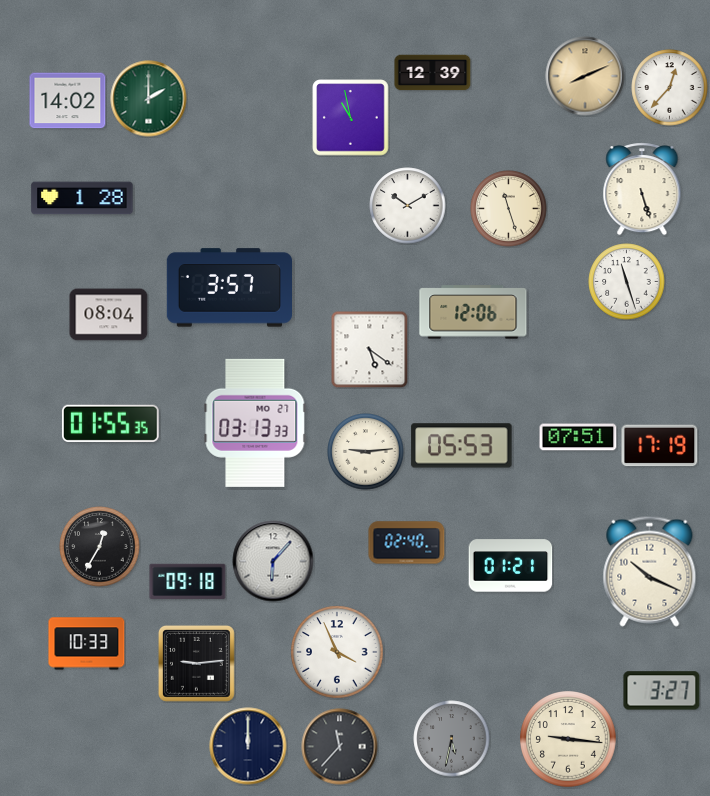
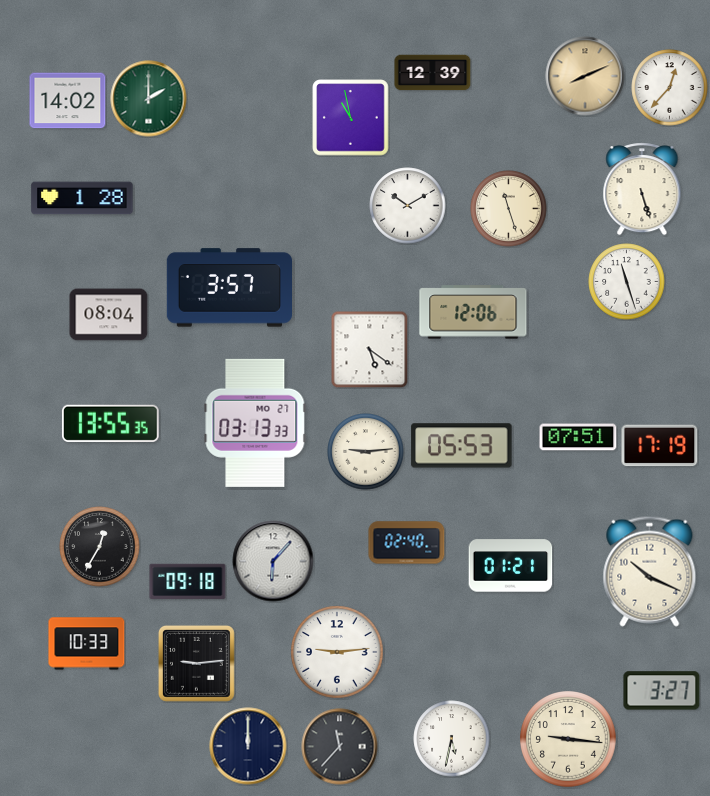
clock at (110, 423): 01:55 -> 13:55
clock at (337, 652): 3:56 -> 9:14
clock at (452, 739) dial: grey -> white
